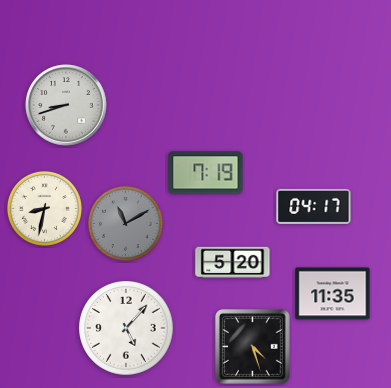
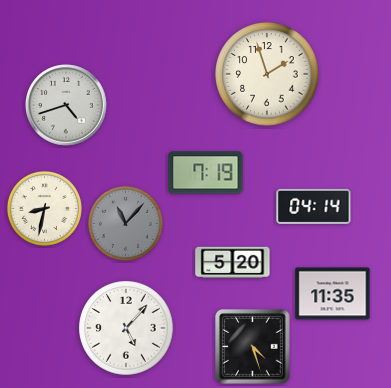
clock at (267, 74): none -> 1:57
clock at (66, 105): 8:42 -> 4:42
clock at (314, 206): 04:17 -> 04:14
clock at (125, 223): 11:10 -> 11:07
